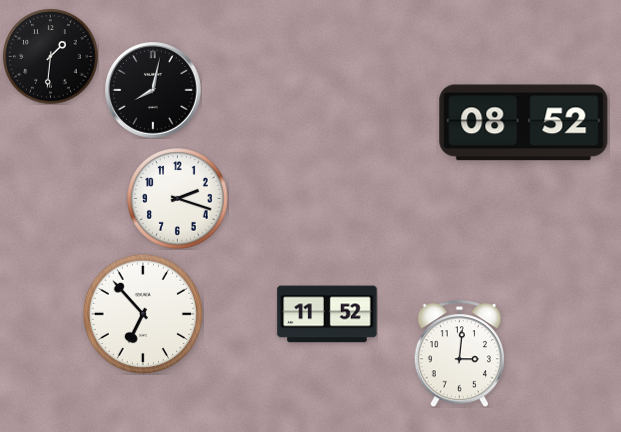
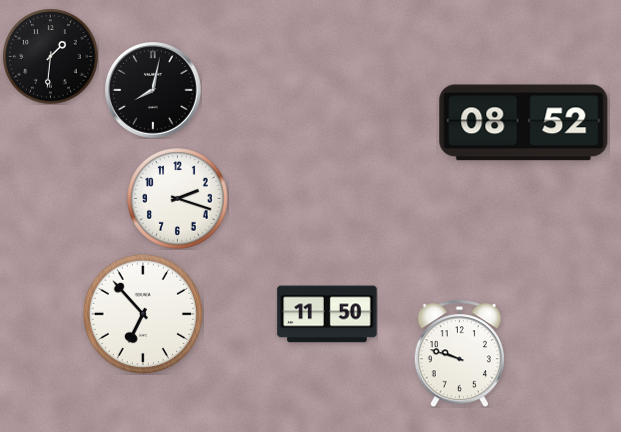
clock at (327, 314): 11:52 -> 11:50
clock at (459, 354): 3:01 -> 9:48
